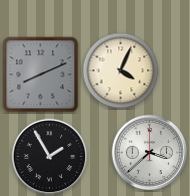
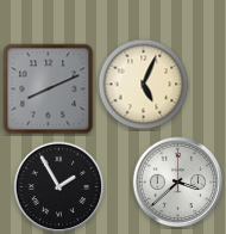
clock at (121, 71): 4:04 -> 5:04
